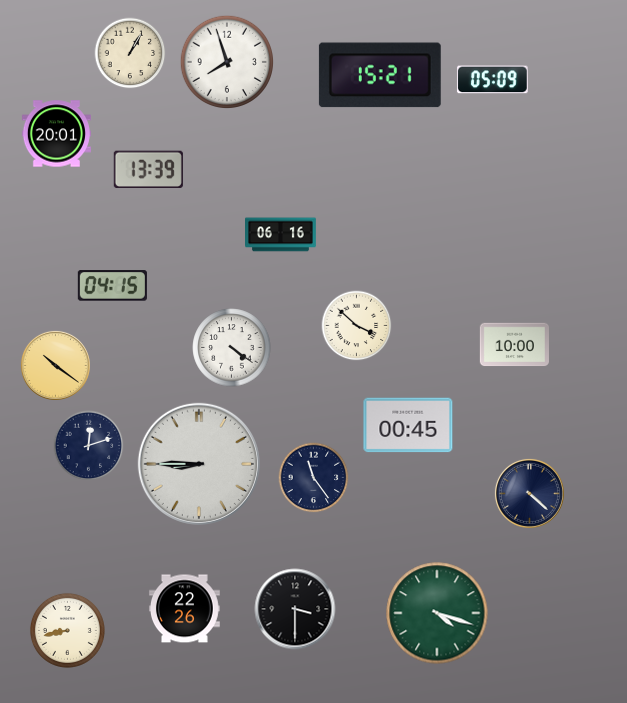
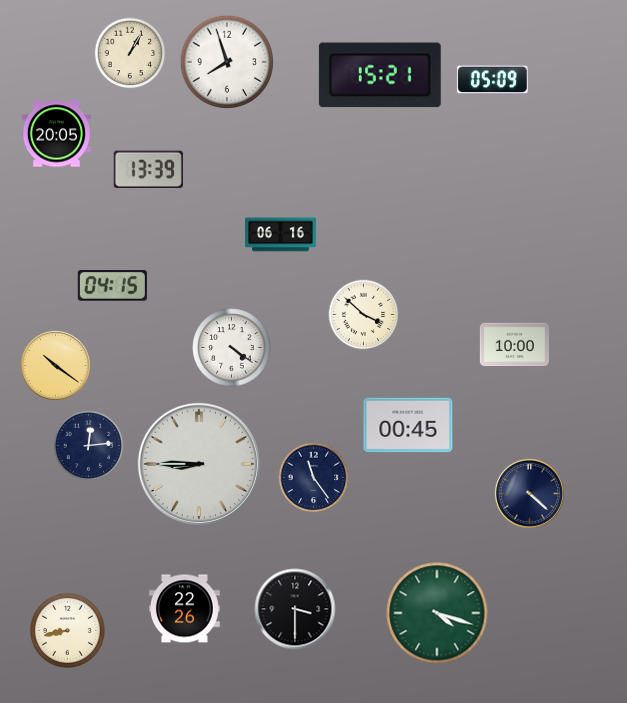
clock at (56, 134): 20:01 -> 20:05
clock at (357, 326) position: (357, 326) -> (364, 315)
clock at (89, 446): 12:12 -> 12:14
